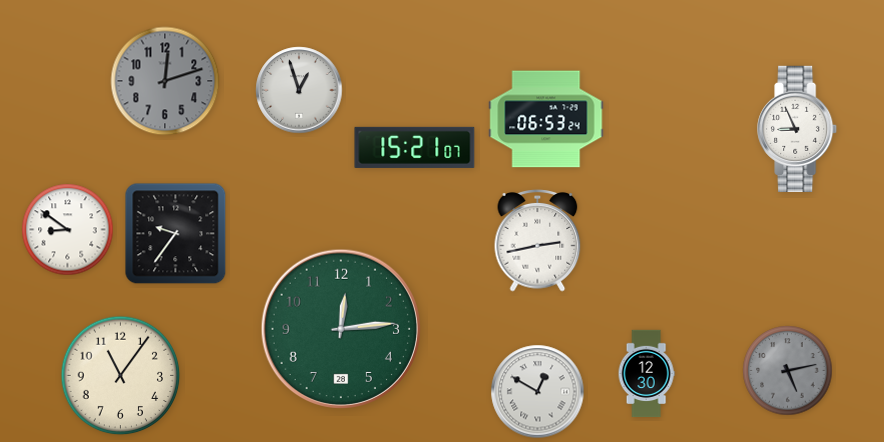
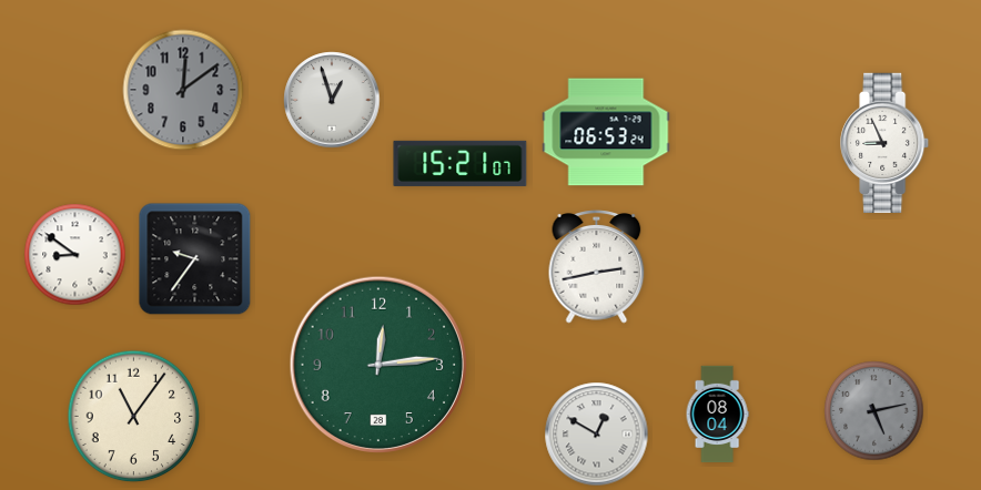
clock at (165, 81): 12:12 -> 12:09
clock at (646, 374): 12:30 -> 08:04
